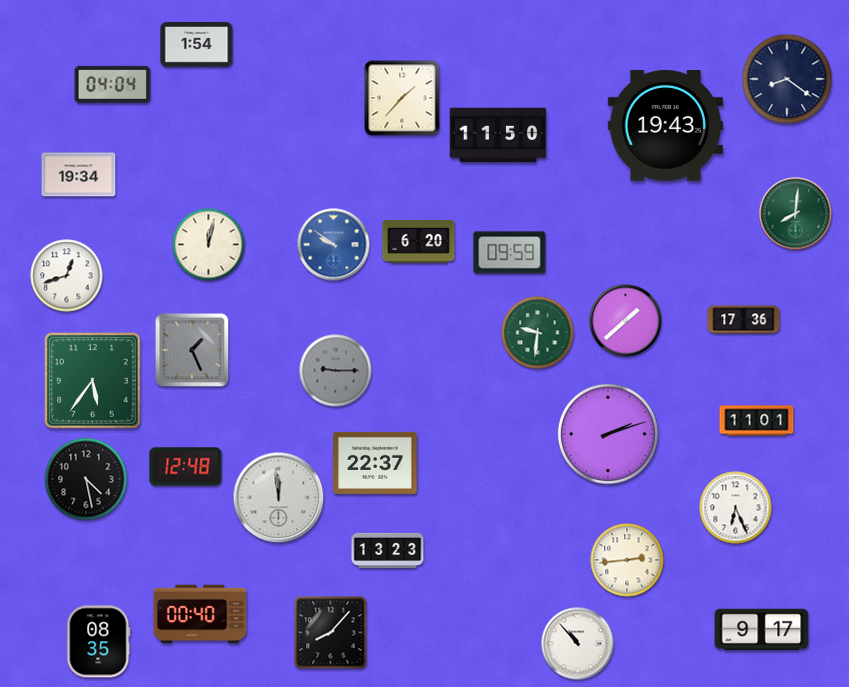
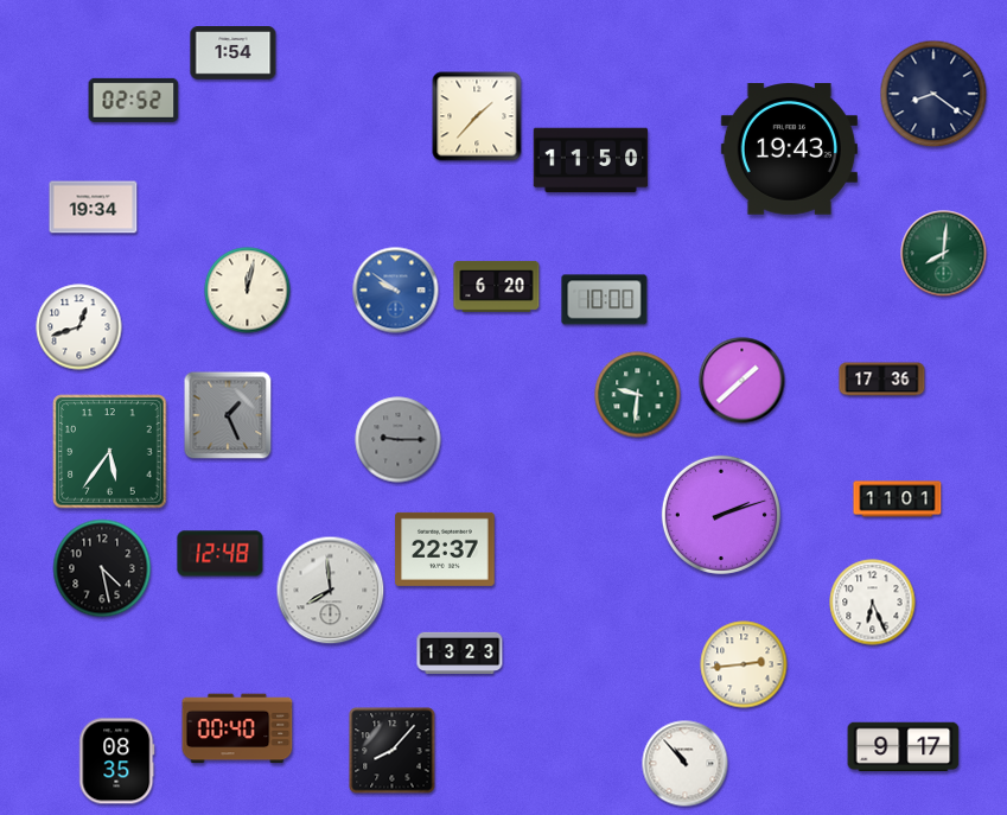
clock at (113, 84): 04:04 -> 02:52
clock at (510, 253): 09:59 -> 10:00
clock at (279, 498): 11:59 -> 7:59
